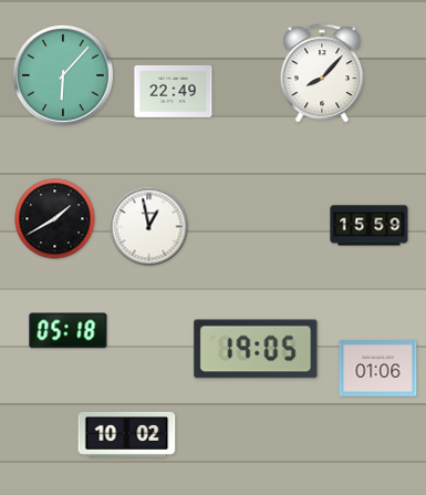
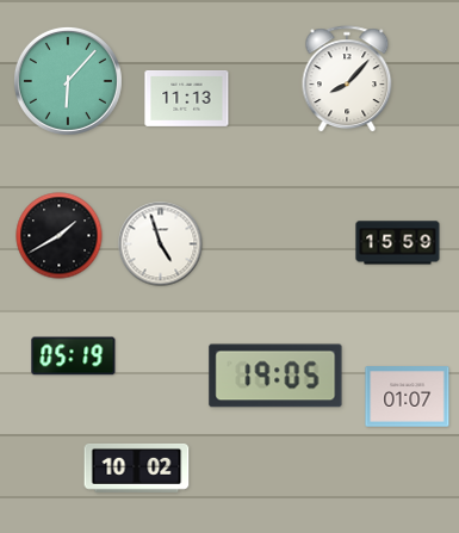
clock at (174, 91): 22:49 -> 11:13
clock at (149, 227): 12:58 -> 4:57
clock at (69, 331): 05:18 -> 05:19
clock at (378, 369): 01:06 -> 01:07
